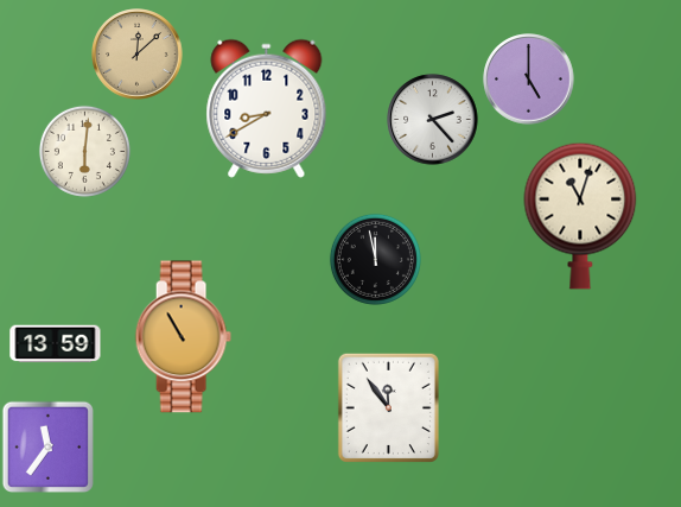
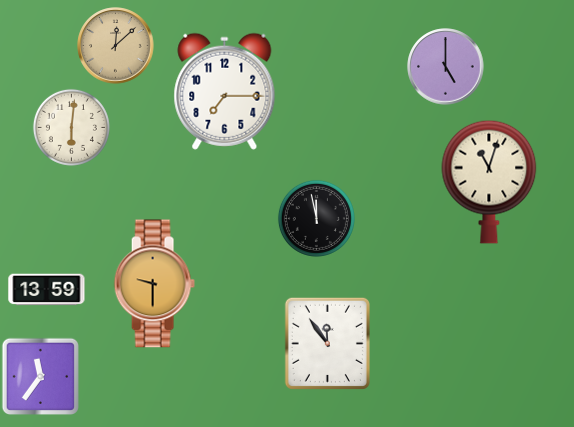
clock at (267, 108): 8:40 -> 7:15
clock at (433, 120): 2:23 -> none
clock at (183, 337): 10:55 -> 9:30
